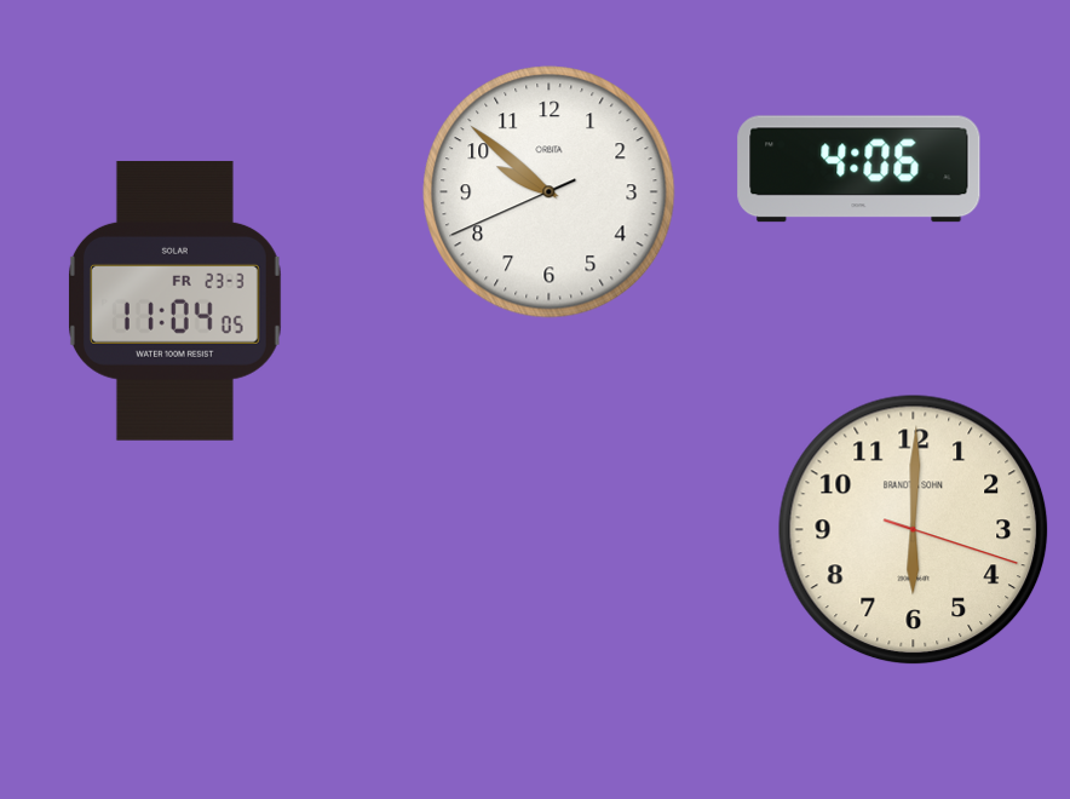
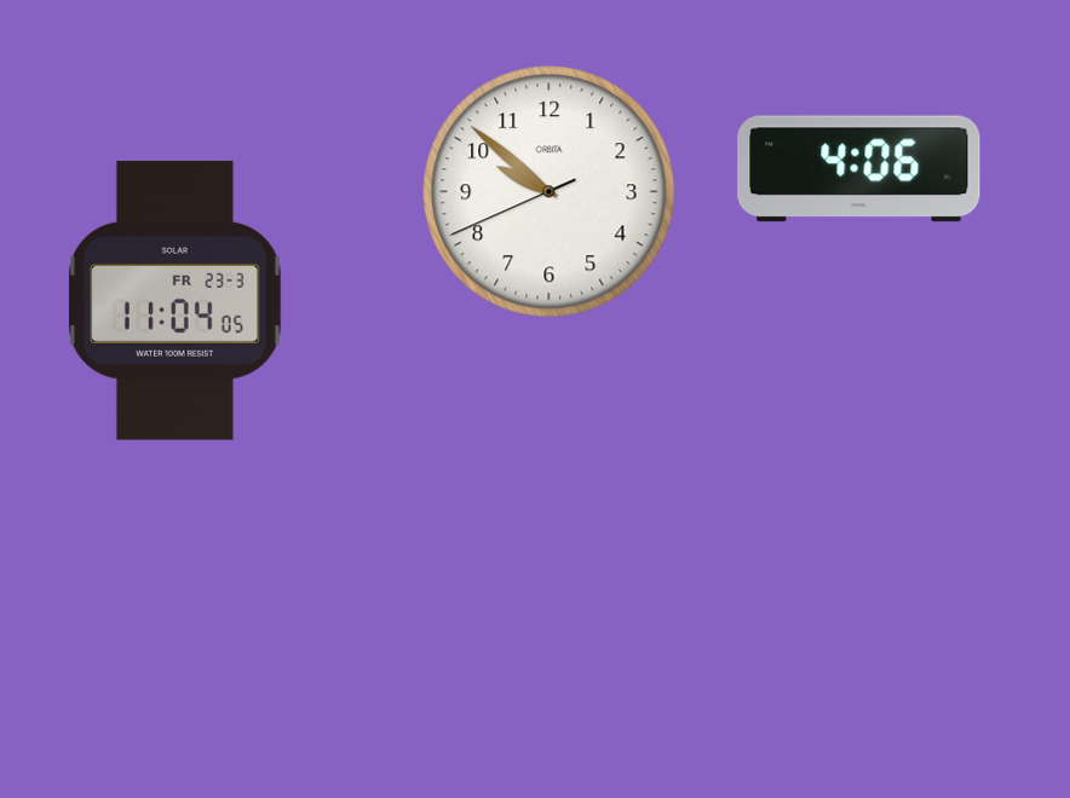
clock at (914, 530): 6:00 -> none
